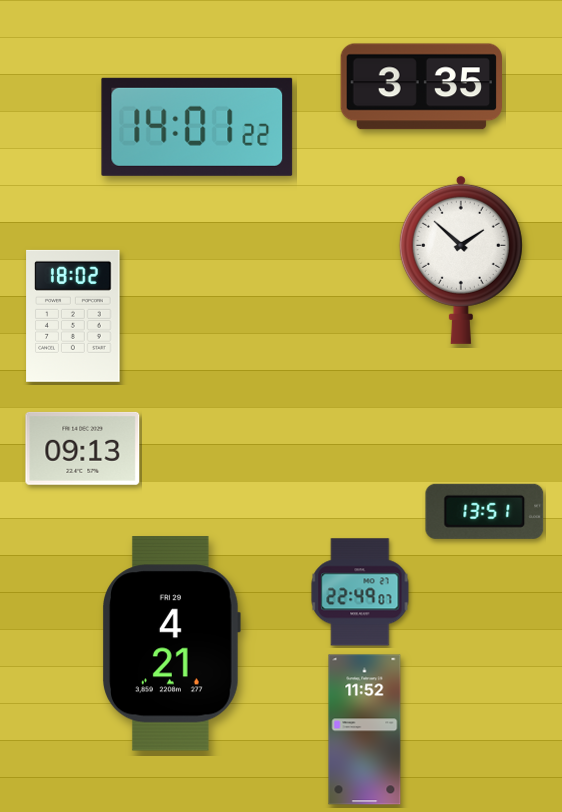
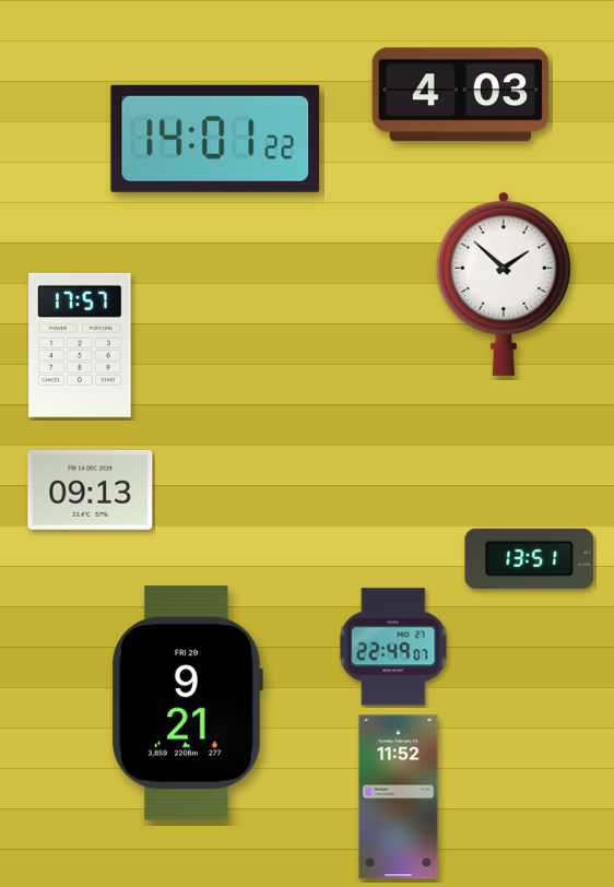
clock at (421, 87): 3:35 -> 4:03
clock at (73, 316): 18:02 -> 17:57
clock at (172, 644): 4:21 -> 9:21
